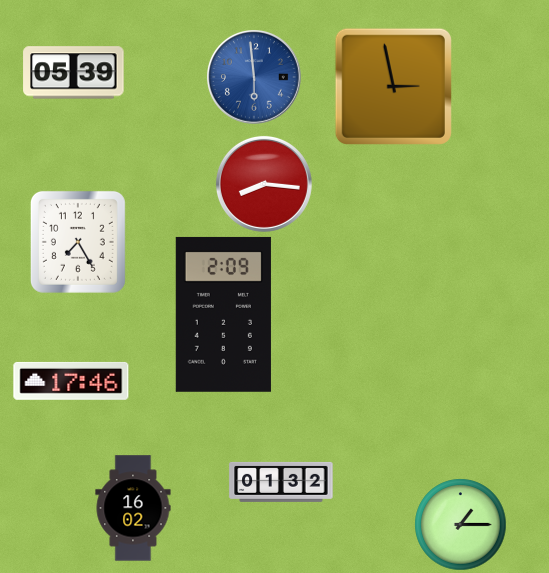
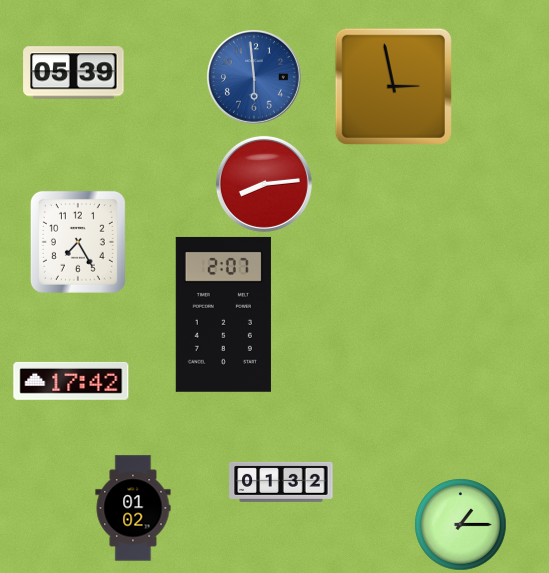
clock at (264, 184): 8:16 -> 8:14
clock at (223, 314): 2:09 -> 2:07
clock at (71, 381): 17:46 -> 17:42
clock at (133, 508): 16:02 -> 01:02
